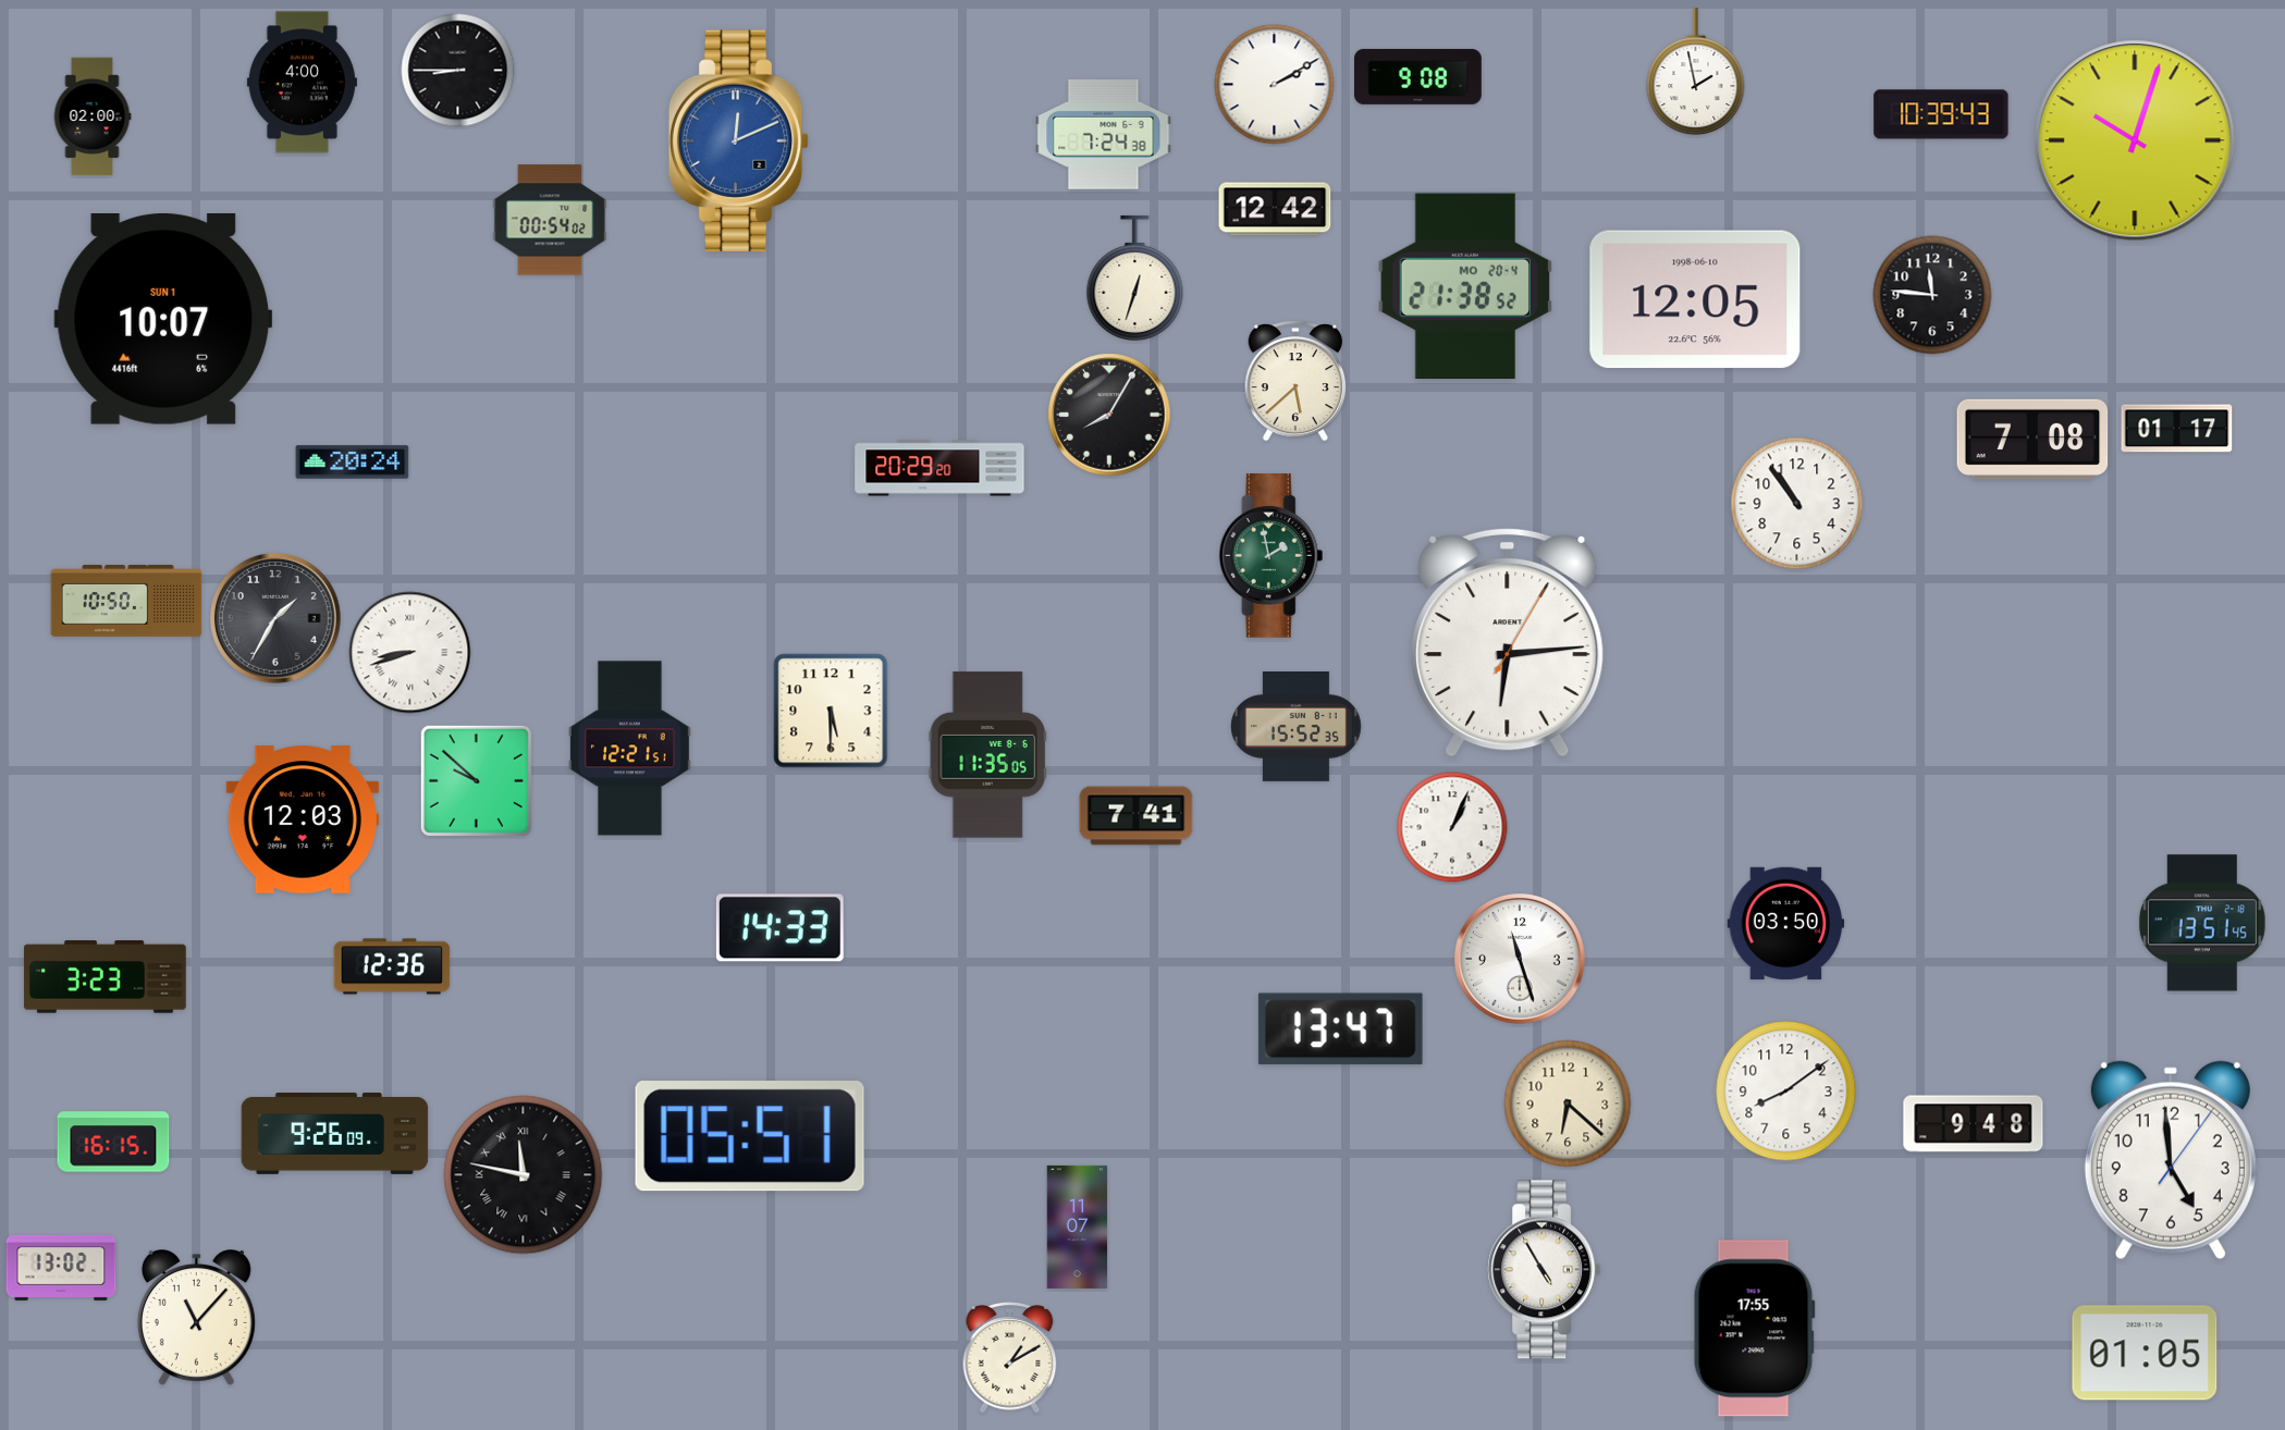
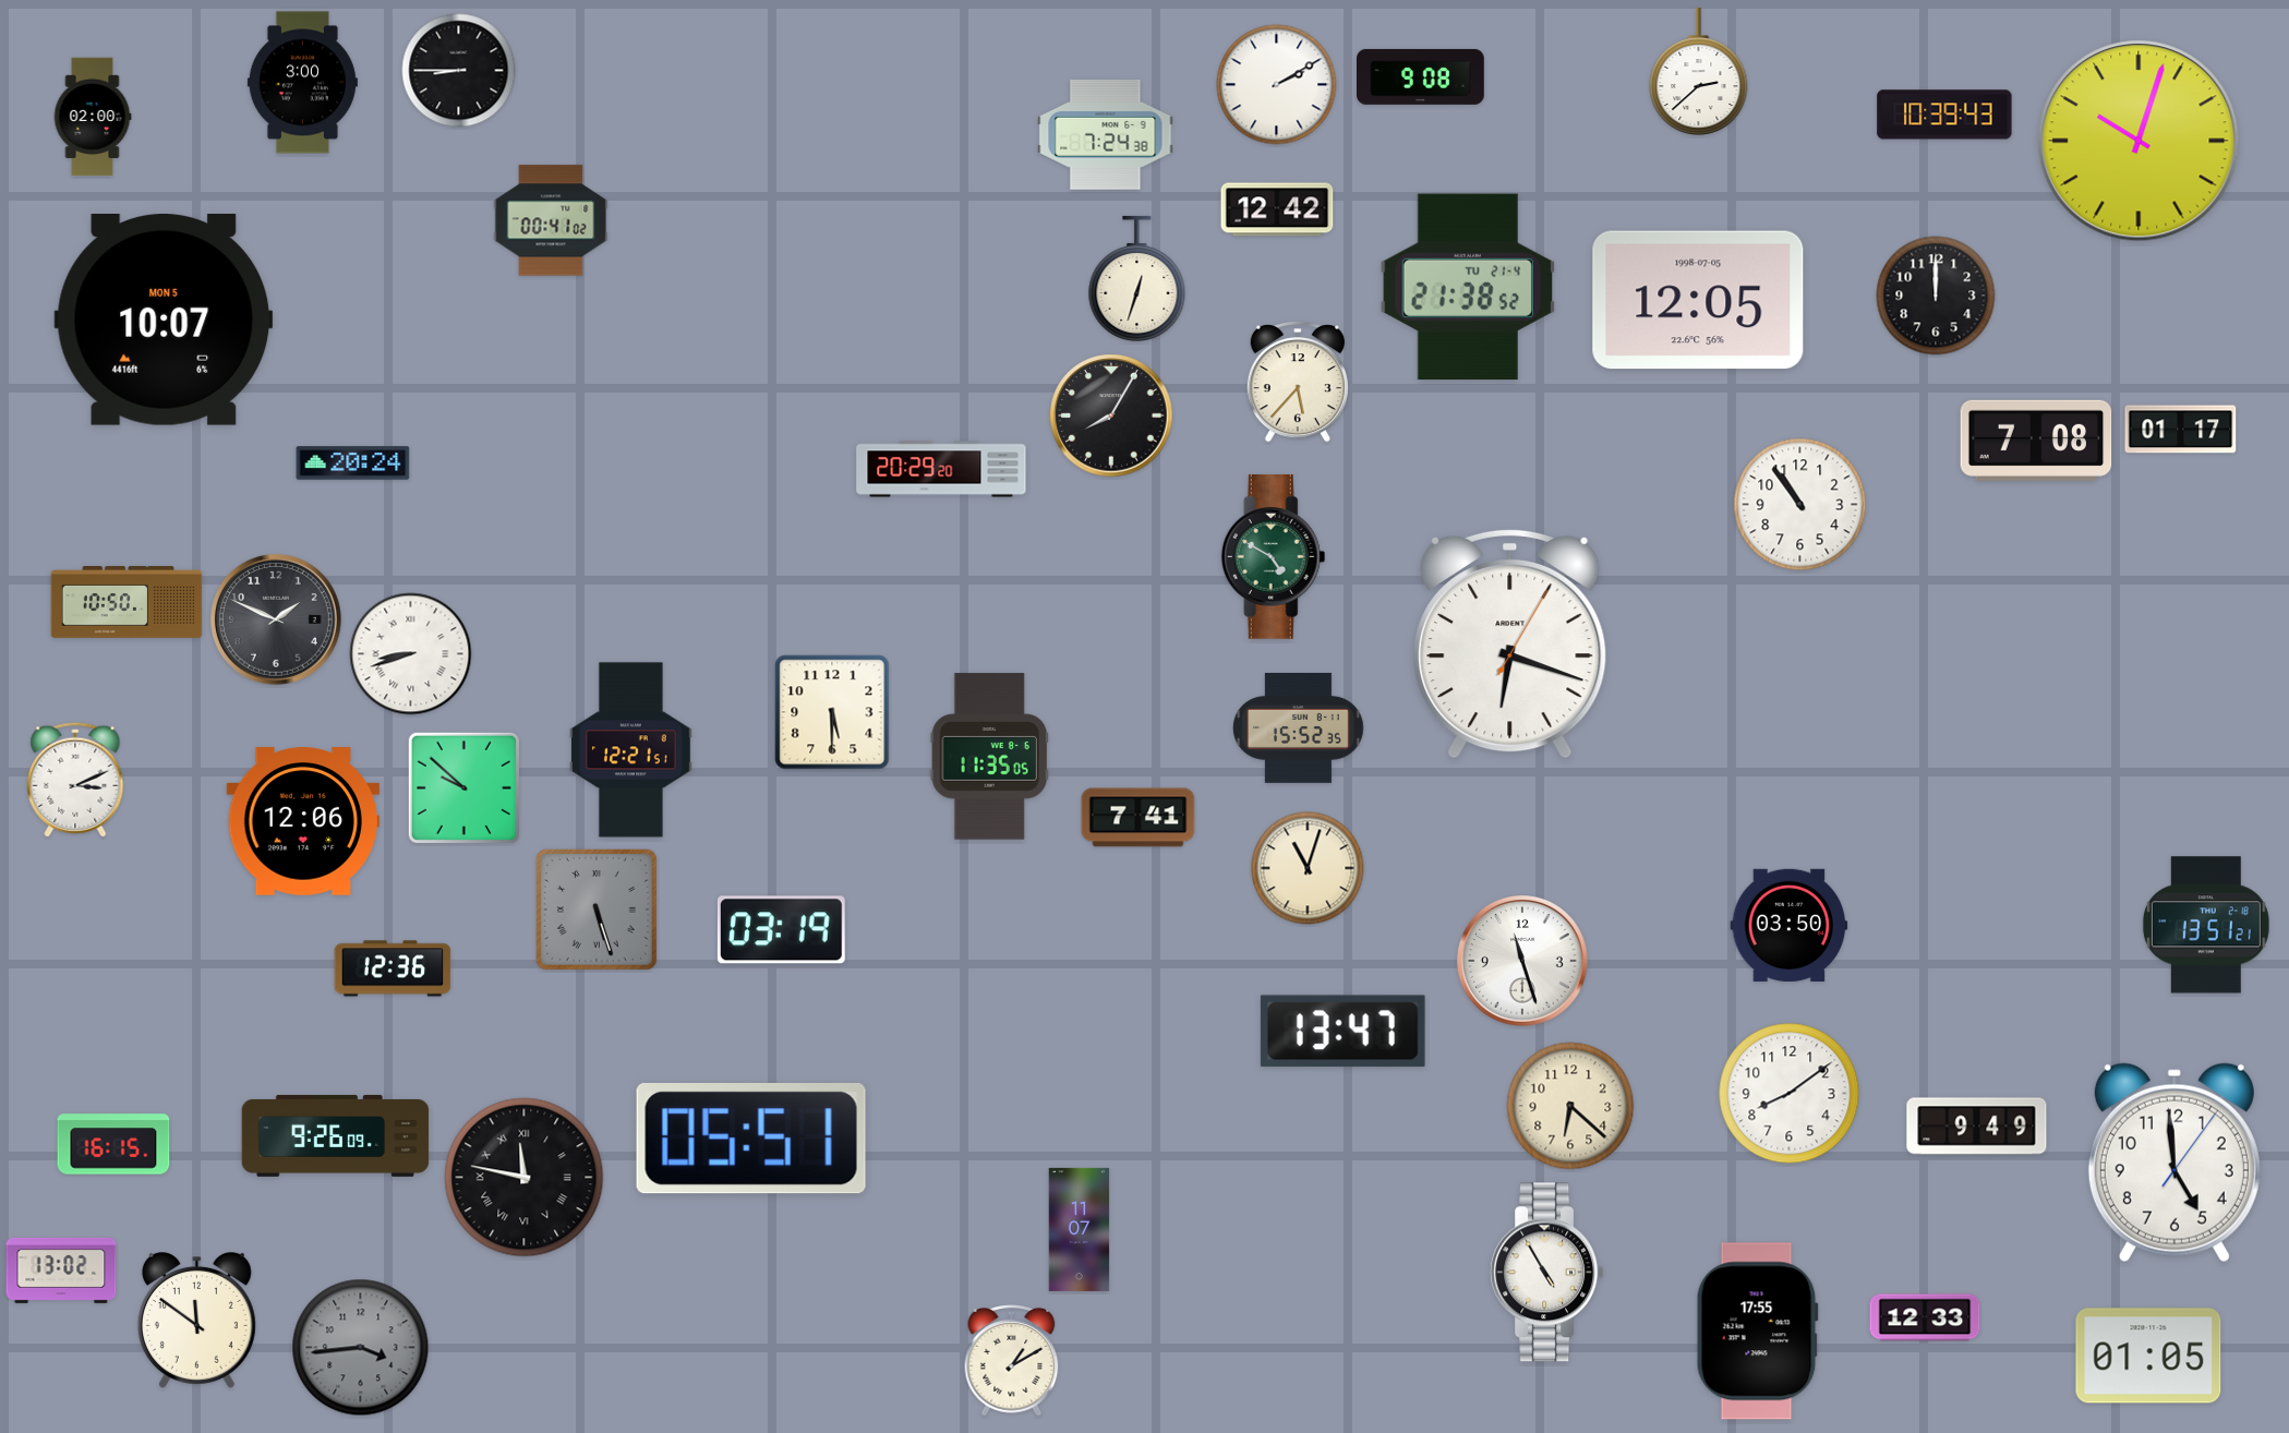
clock at (1696, 73): 1:58 -> 2:38
clock at (302, 83): 4:00 -> 3:00
clock at (739, 140): 12:11 -> none
clock at (550, 220): 00:54 -> 00:41
clock at (1464, 286) date: MO 20-4 -> TU 21-4
clock at (1932, 295): 11:46 -> 12:00
clock at (1695, 299) date: 1998-06-10 -> 1998-07-05
clock at (163, 320) date: SUN 1 -> MON 5
clock at (1295, 382): 5:38 -> 5:37
clock at (1272, 556): 1:58 -> 4:50
clock at (277, 619): 1:35 -> 1:49
clock at (1508, 642): 6:14 -> 6:18
clock at (75, 780): none -> 3:11
clock at (476, 780) position: (476, 780) -> (463, 787)
clock at (302, 819): 12:03 -> 12:06
clock at (1452, 827): 1:04 -> none
clock at (1308, 868): none -> 11:03
clock at (597, 910): none -> 5:27
clock at (2202, 923): 13:51:45 -> 13:51:21
clock at (779, 928): 14:33 -> 03:19
clock at (105, 977): 3:23 -> none
clock at (1974, 1124): 9:48 -> 9:49
clock at (1925, 1317): none -> 12:33
clock at (196, 1318): 11:07 -> 11:51
clock at (361, 1348): none -> 3:44
